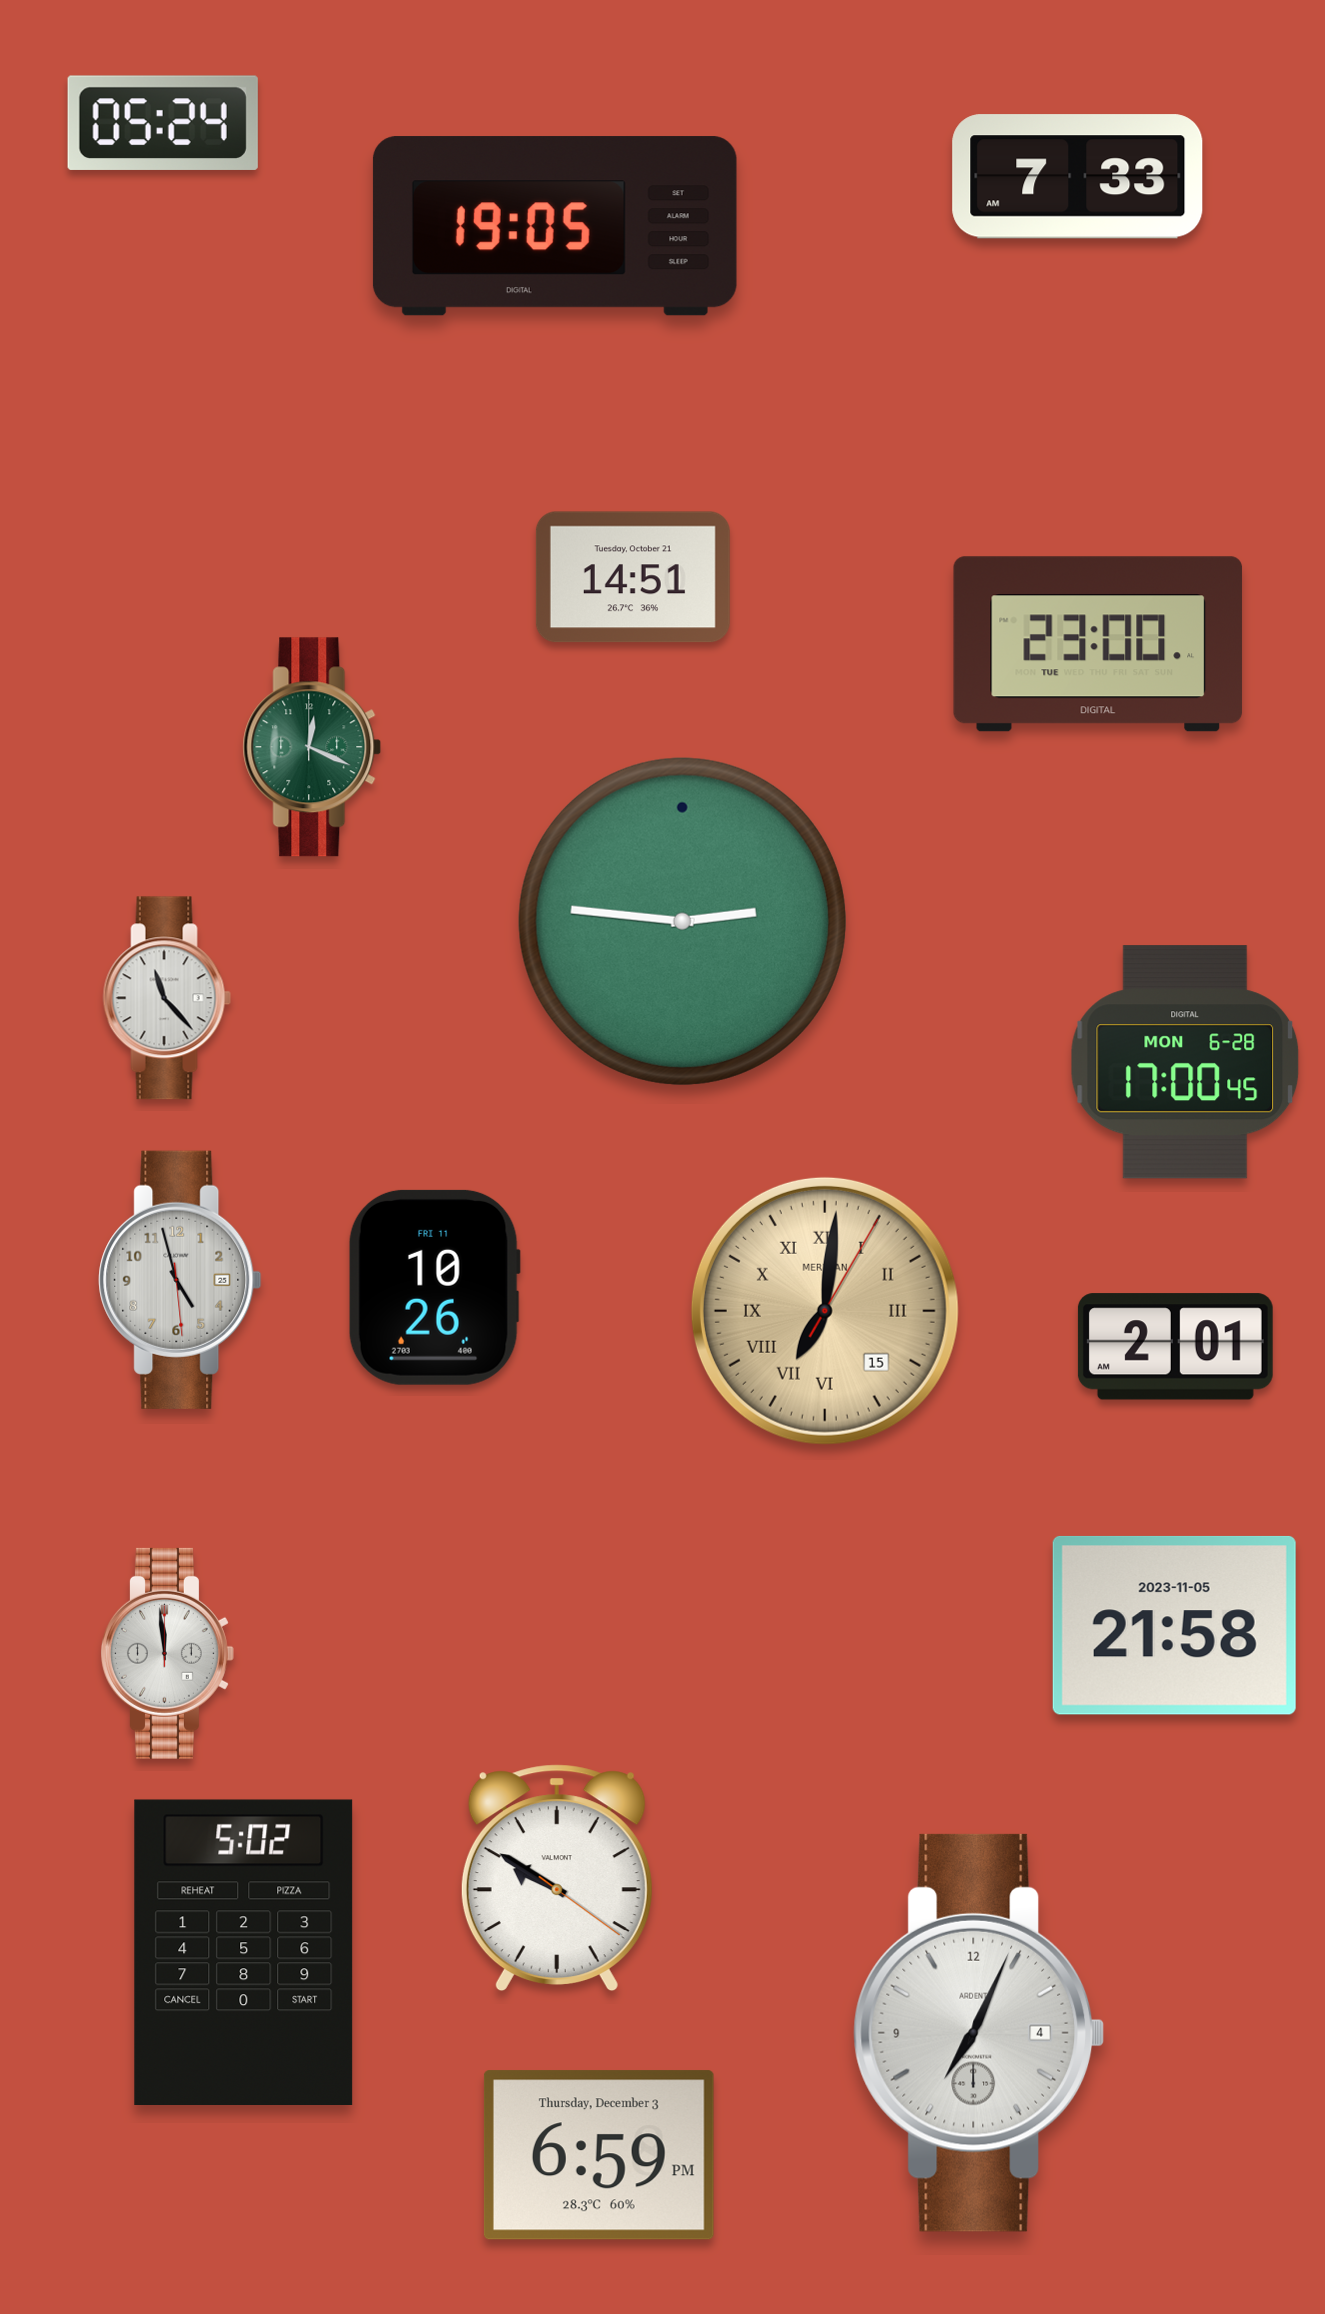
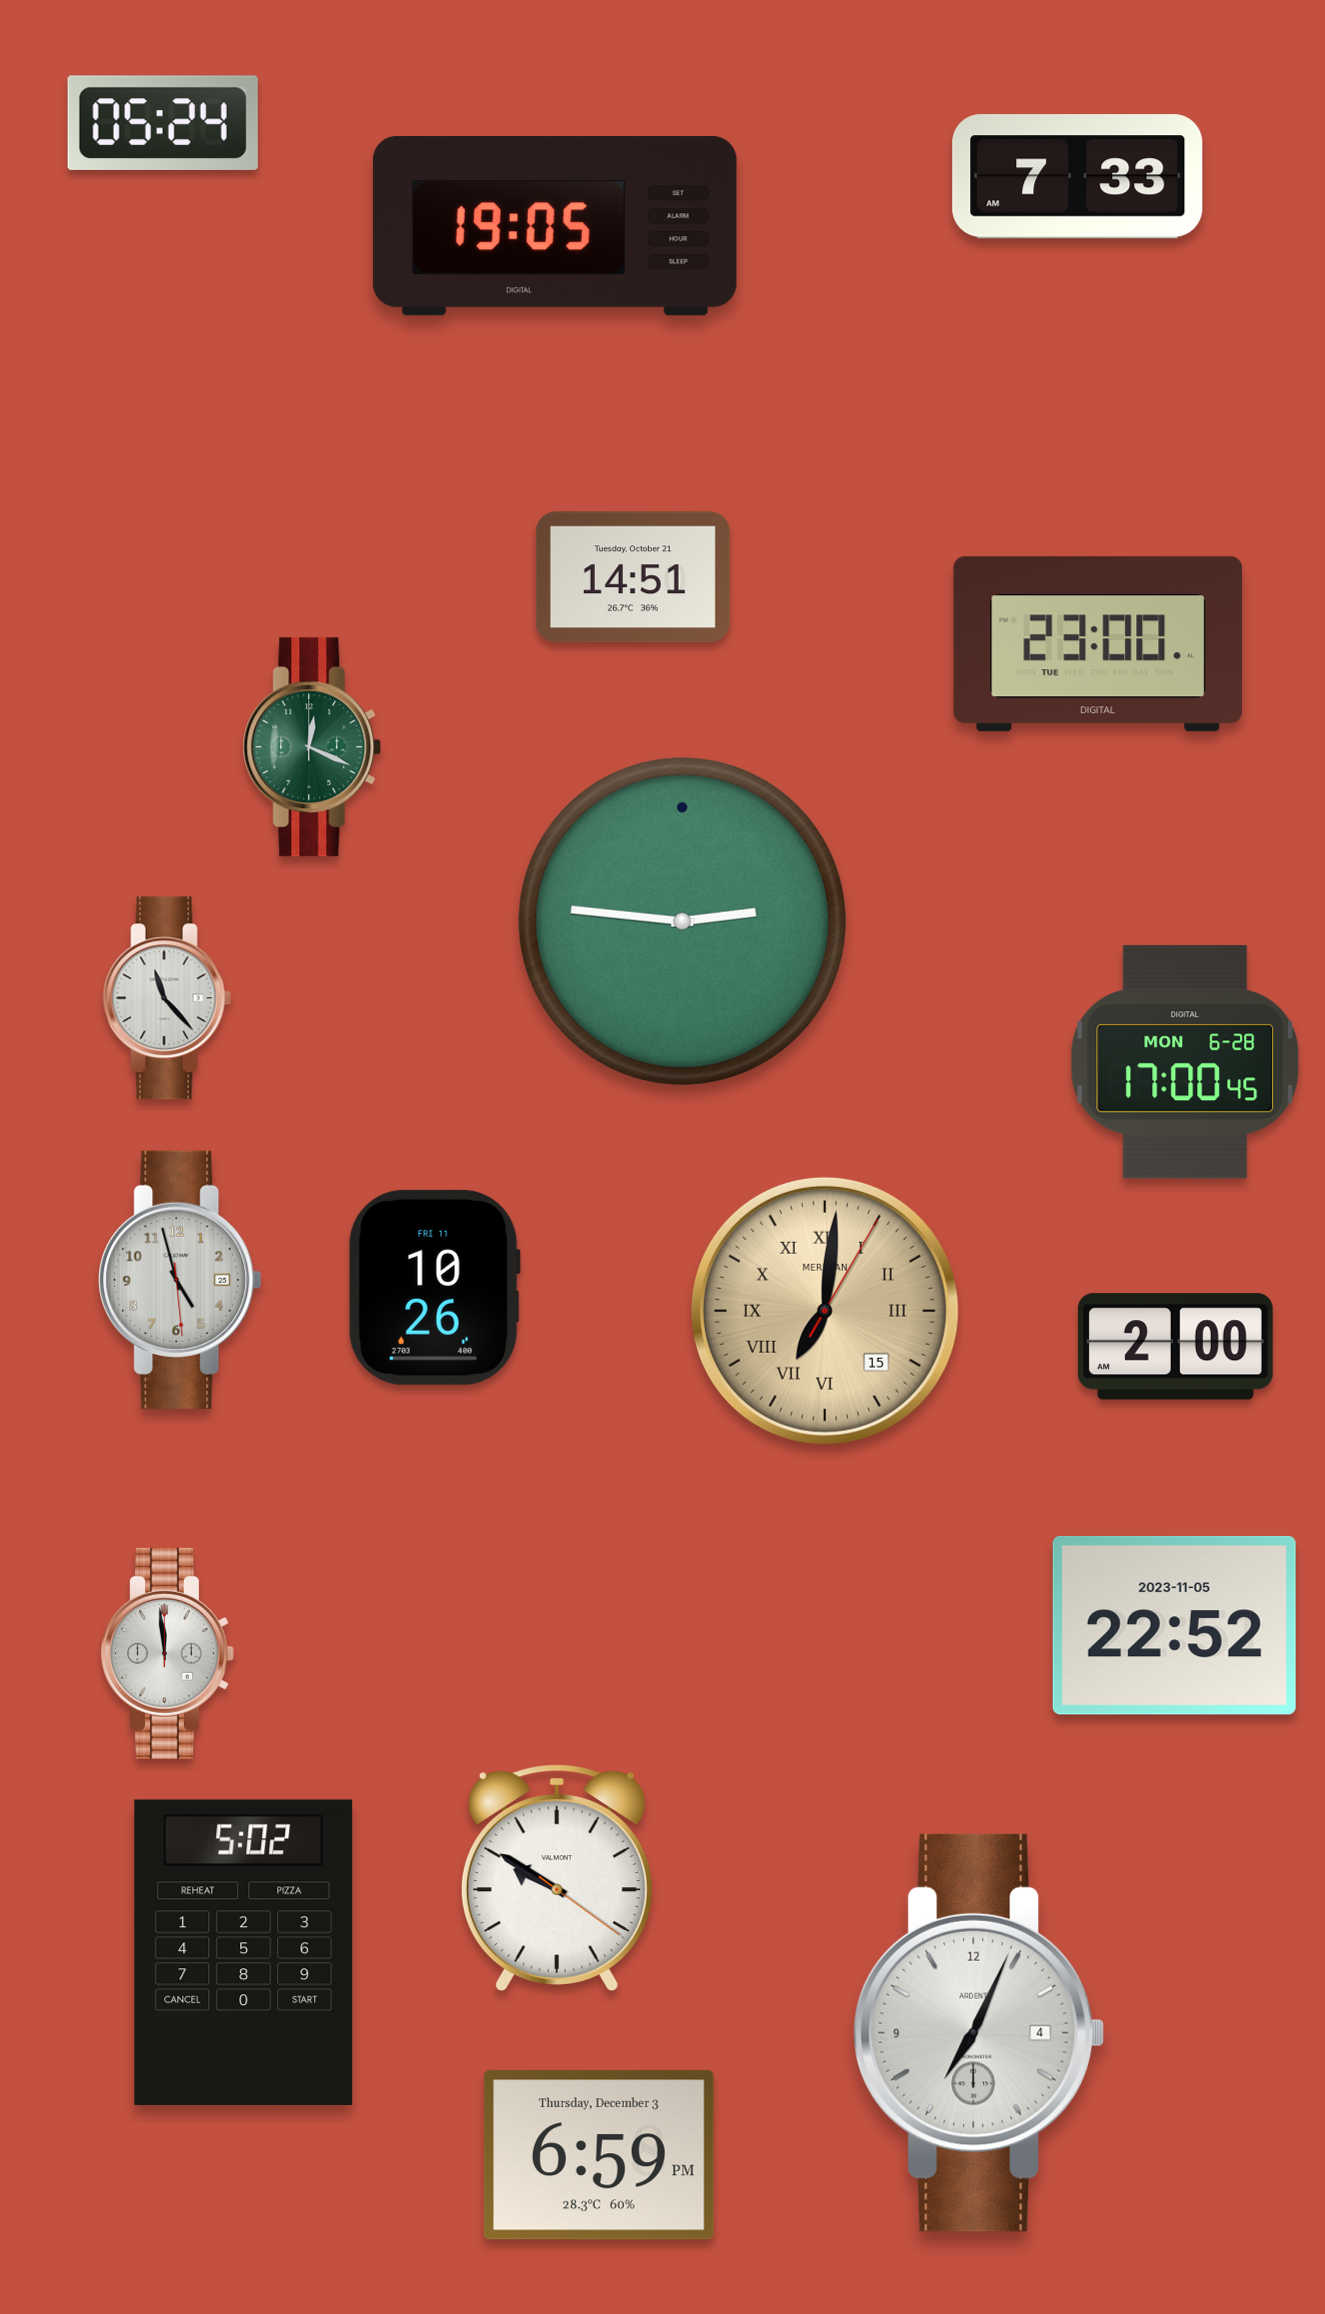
clock at (1175, 1347): 2:01 -> 2:00
clock at (1174, 1625): 21:58 -> 22:52
